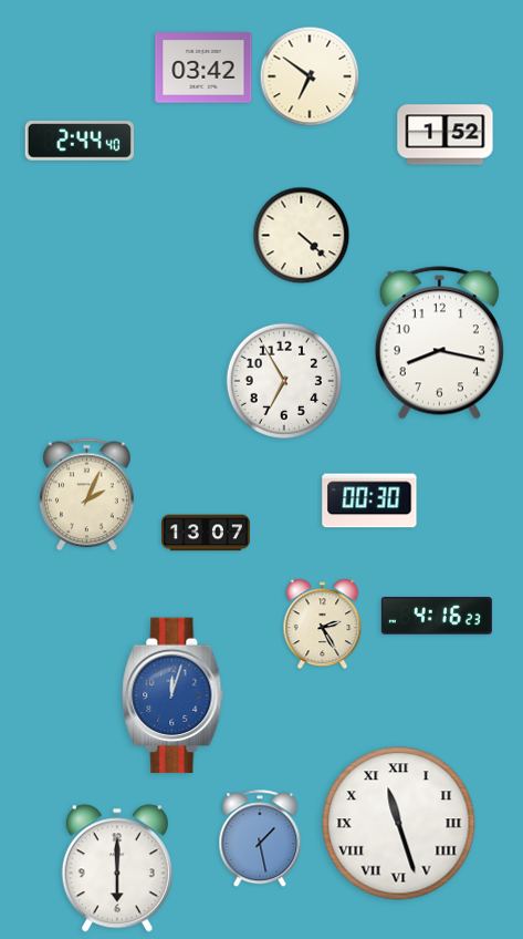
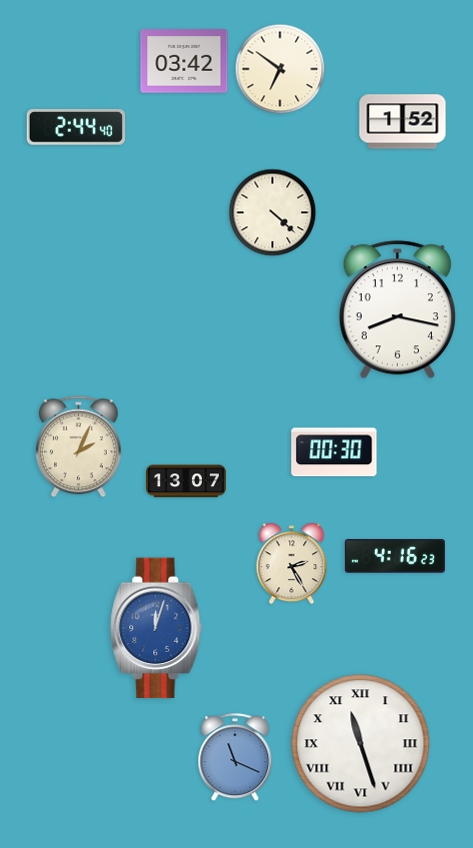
clock at (80, 141) position: (80, 141) -> (76, 127)
clock at (284, 381): 6:55 -> none
clock at (260, 839): 1:28 -> 11:19
clock at (117, 868): 6:00 -> none
